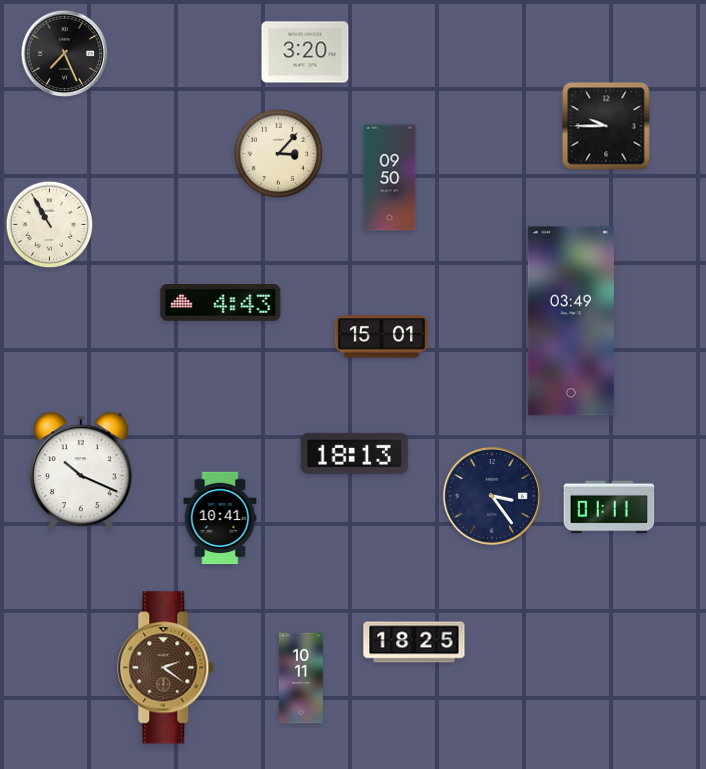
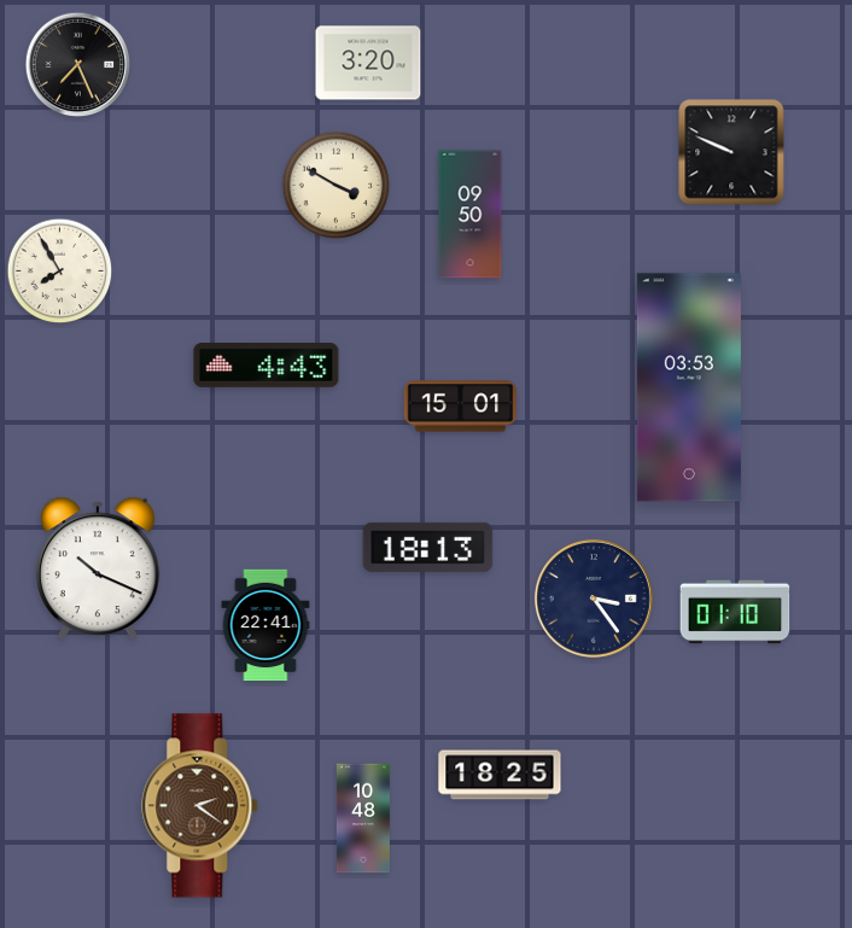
clock at (606, 126): 9:45 -> 9:49
clock at (279, 154): 3:07 -> 3:50
clock at (50, 225): 10:55 -> 7:55
clock at (571, 321): 03:49 -> 03:53
clock at (609, 507): 01:11 -> 01:10
clock at (220, 518): 10:41 -> 22:41
clock at (301, 678): 10:11 -> 10:48
